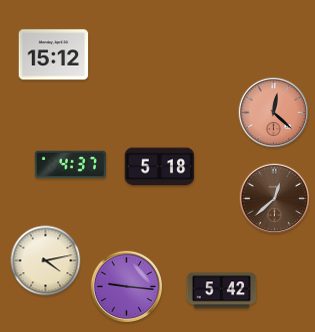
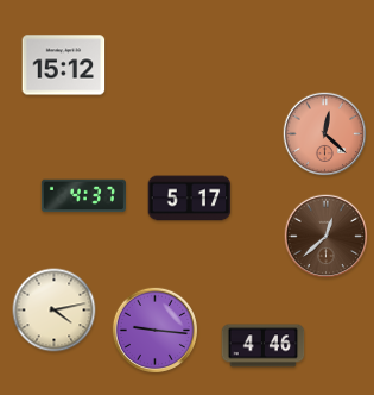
clock at (160, 167): 5:18 -> 5:17
clock at (126, 286) position: (126, 286) -> (154, 330)
clock at (222, 291): 5:42 -> 4:46
